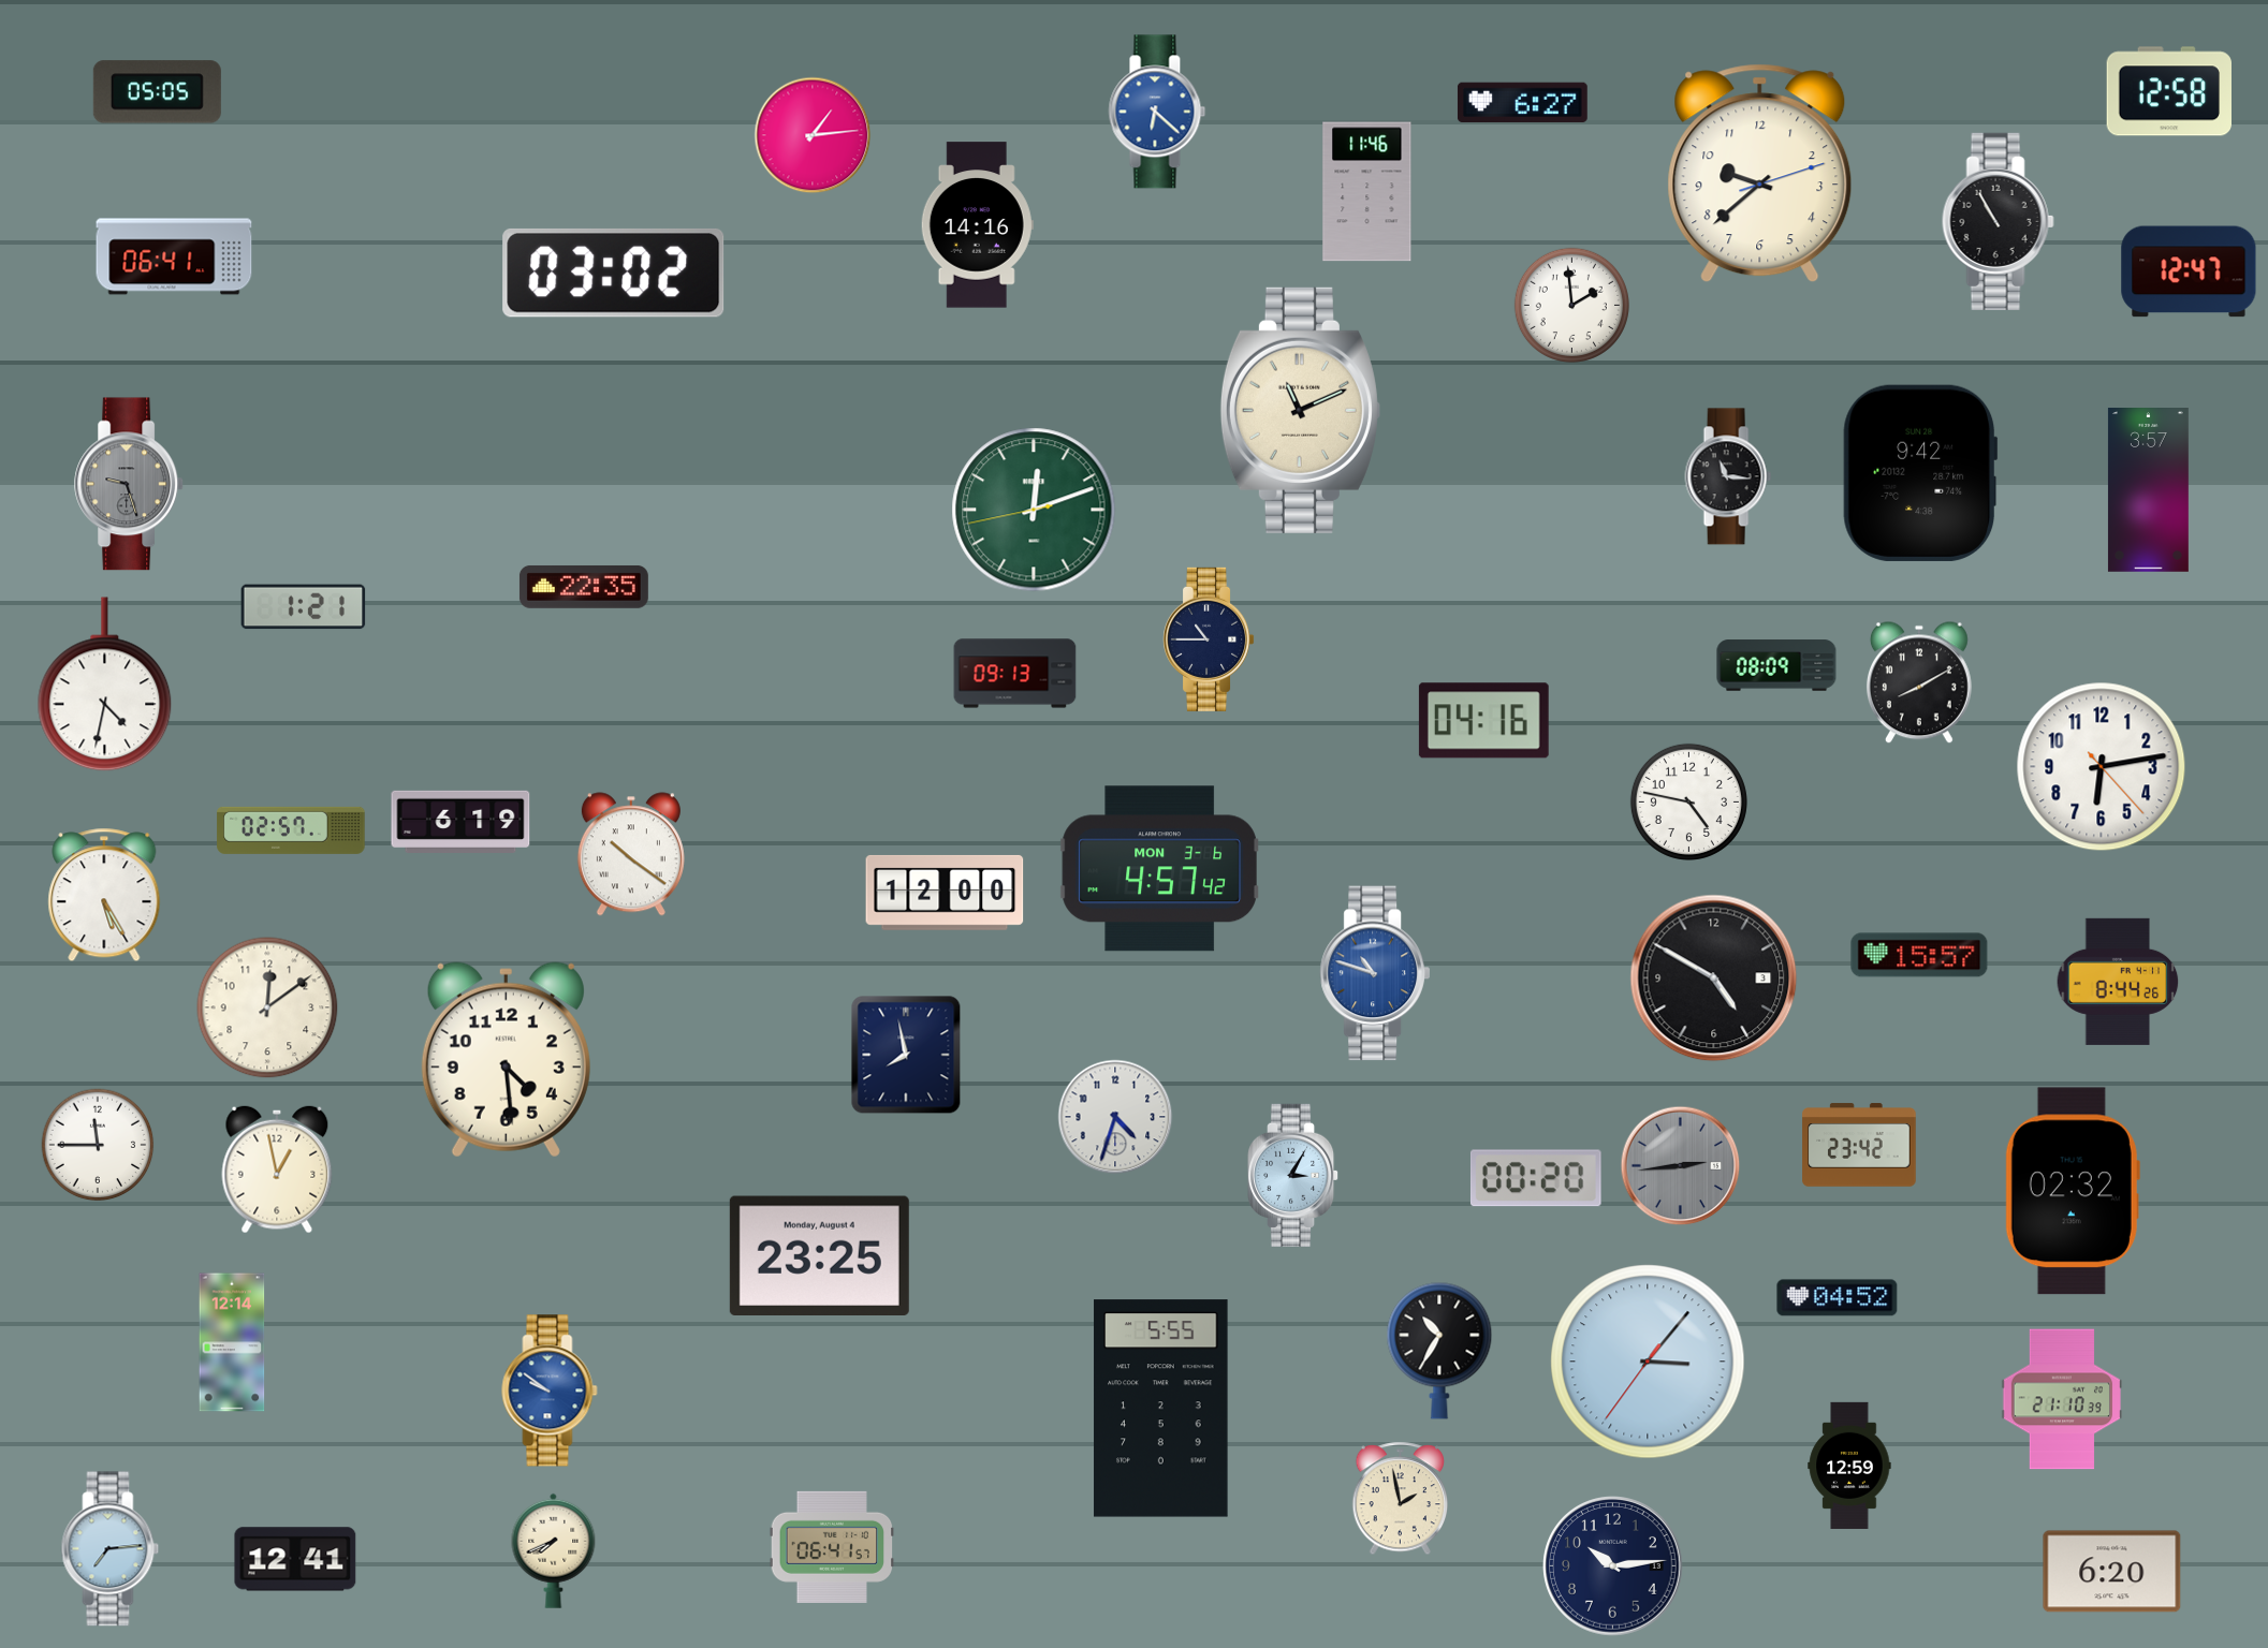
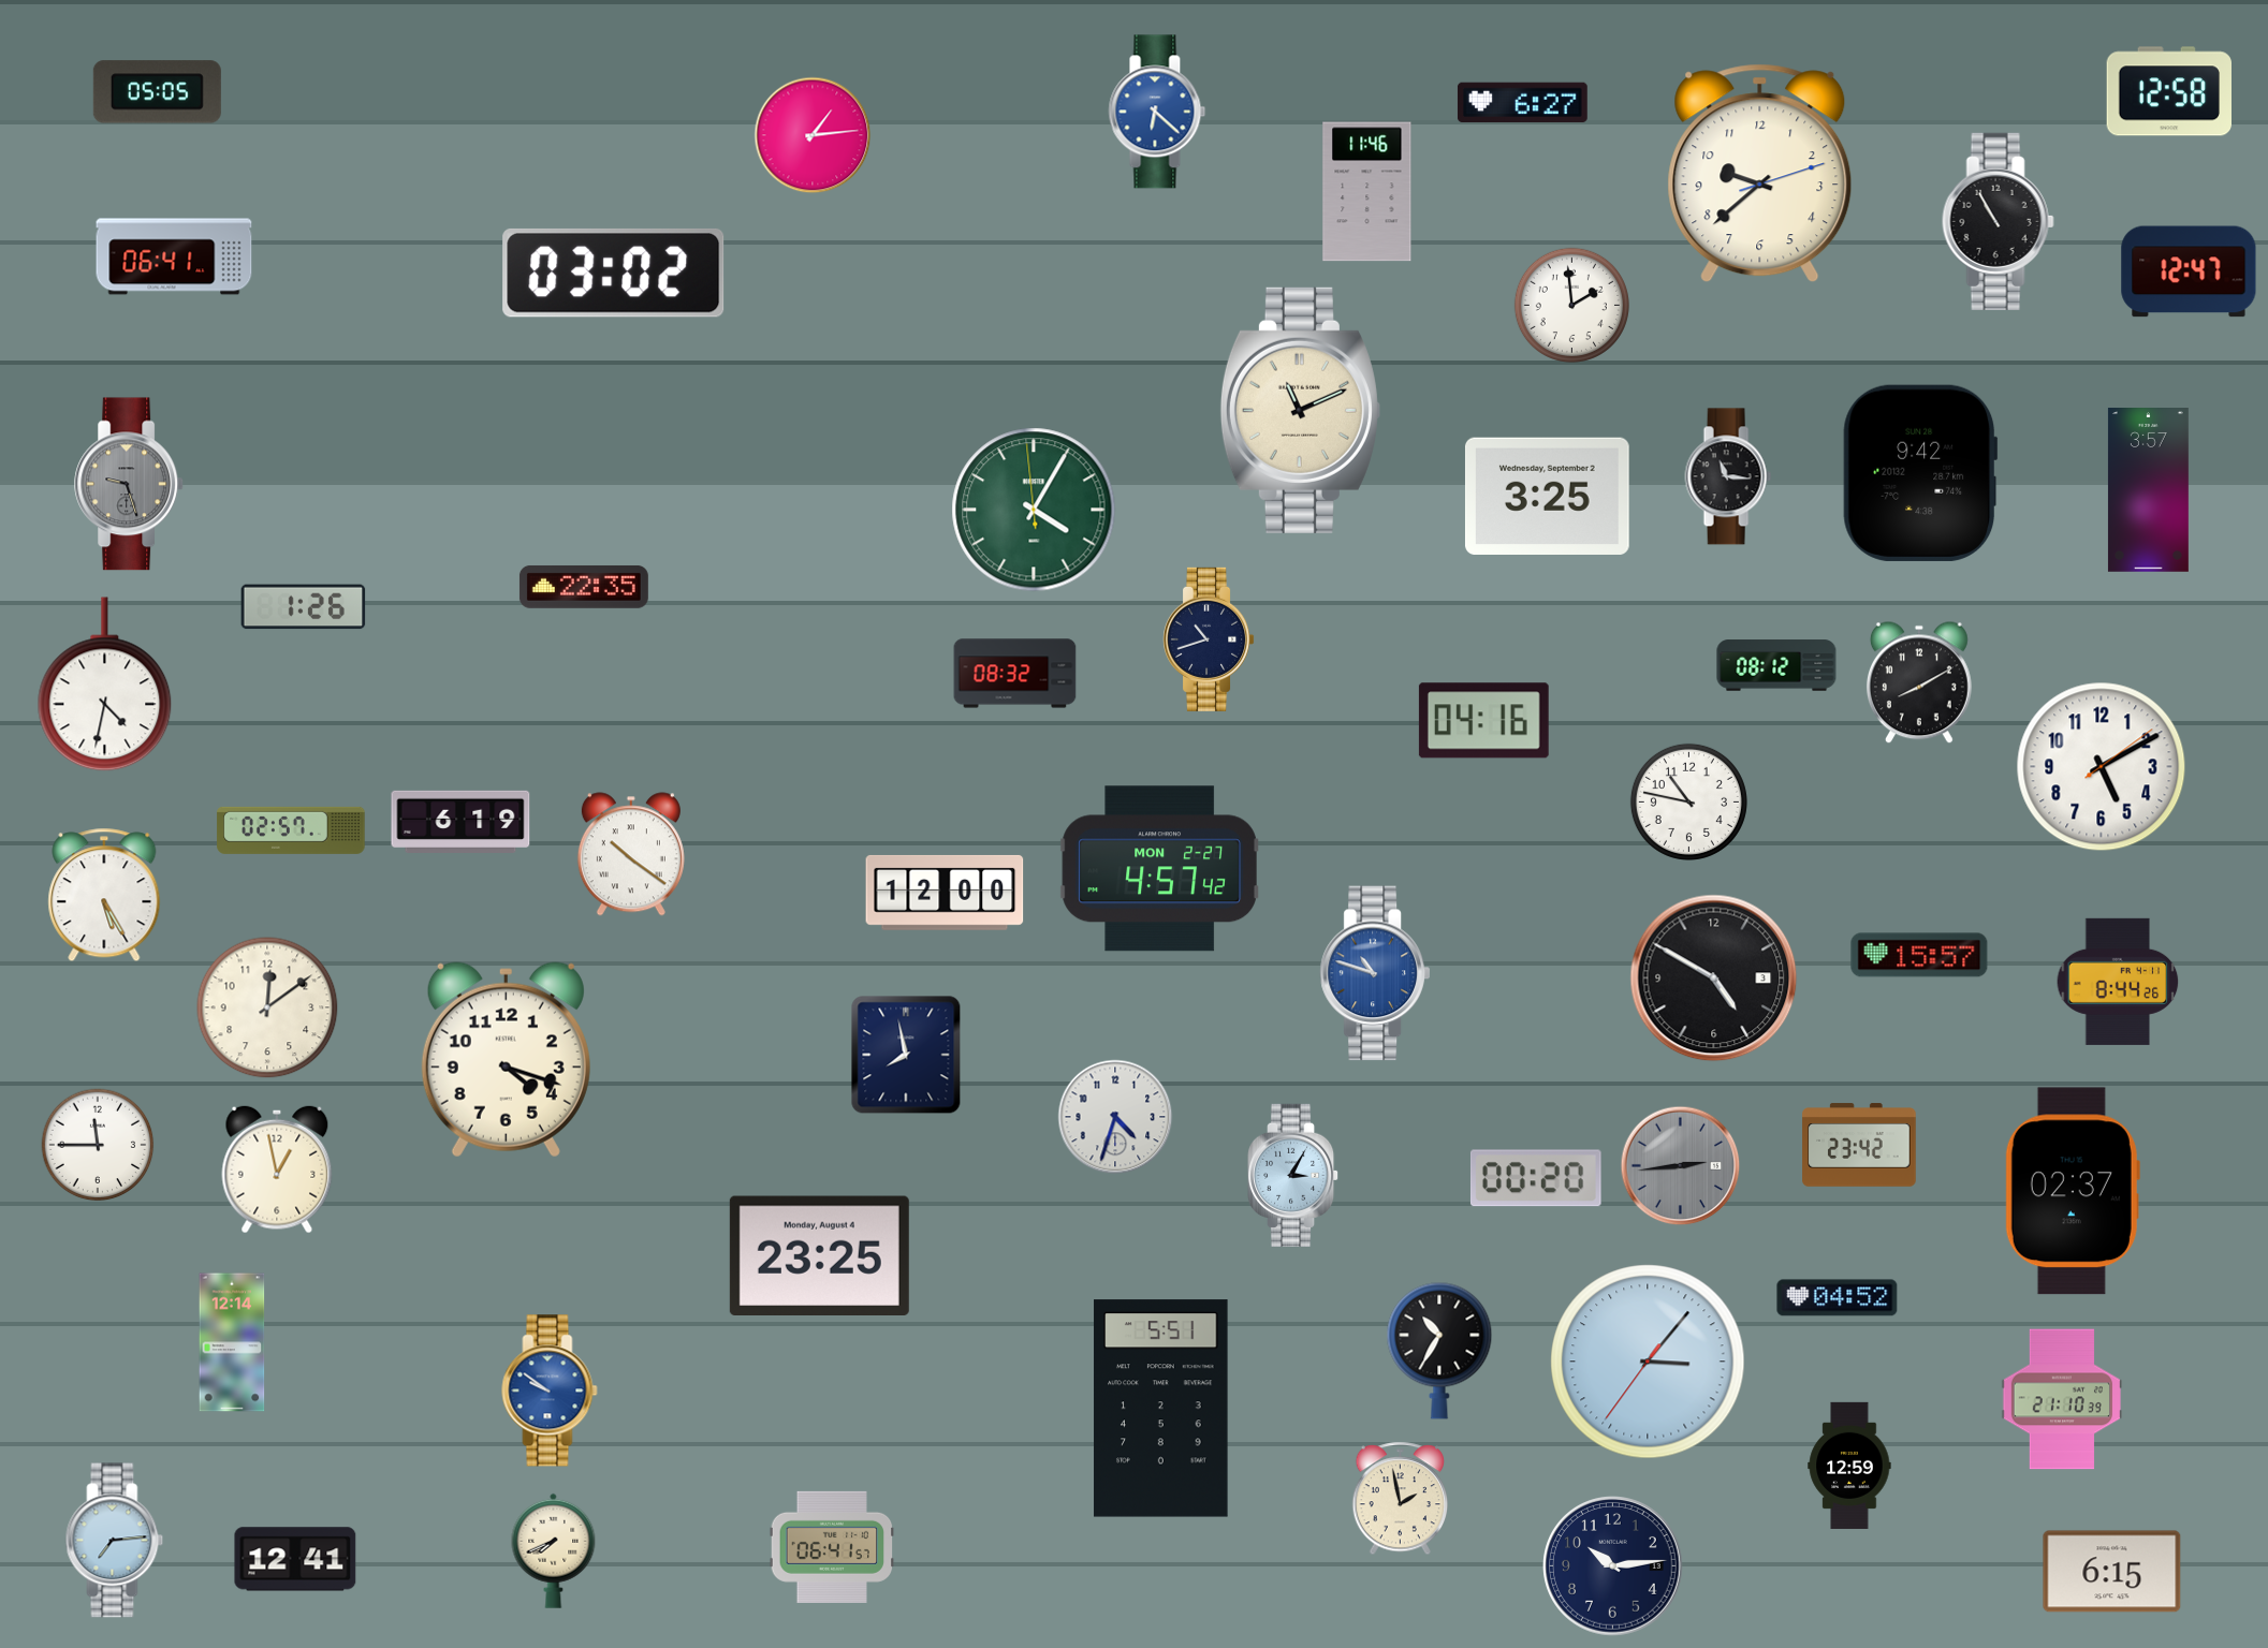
clock at (977, 225): 14:16 -> none
clock at (1547, 496): none -> 3:25
clock at (1034, 510): 12:11 -> 4:04
clock at (304, 607): 1:21 -> 1:26
clock at (1210, 639): 10:45 -> 10:42
clock at (1776, 665): 08:09 -> 08:12
clock at (1015, 674): 09:13 -> 08:32
clock at (2102, 767): 6:13 -> 5:10
clock at (1688, 801): 4:47 -> 10:47
clock at (1159, 869) date: MON 3-6 -> MON 2-27
clock at (506, 1060): 4:29 -> 4:18
clock at (2073, 1191): 02:32 -> 02:37
clock at (1161, 1409): 5:55 -> 5:51
clock at (111, 1549) position: (111, 1549) -> (115, 1541)
clock at (2112, 1572): 6:20 -> 6:15
